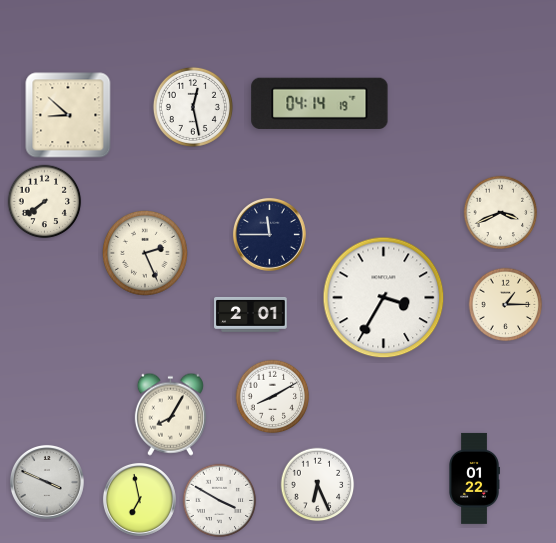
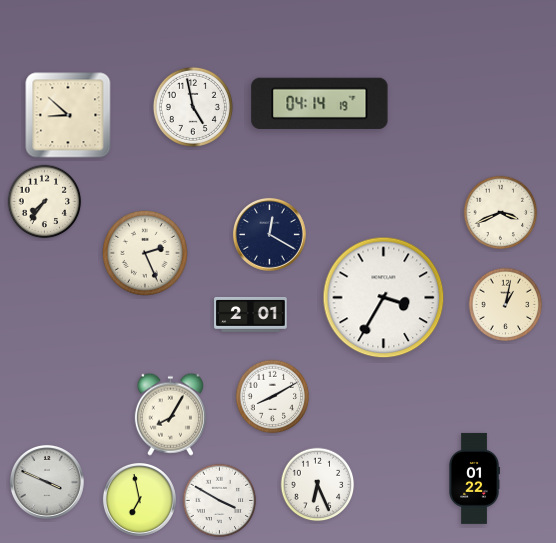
clock at (193, 107): 12:28 -> 4:58
clock at (45, 202): 7:39 -> 7:36
clock at (269, 234): 11:45 -> 12:20
clock at (506, 305): 1:15 -> 1:02
